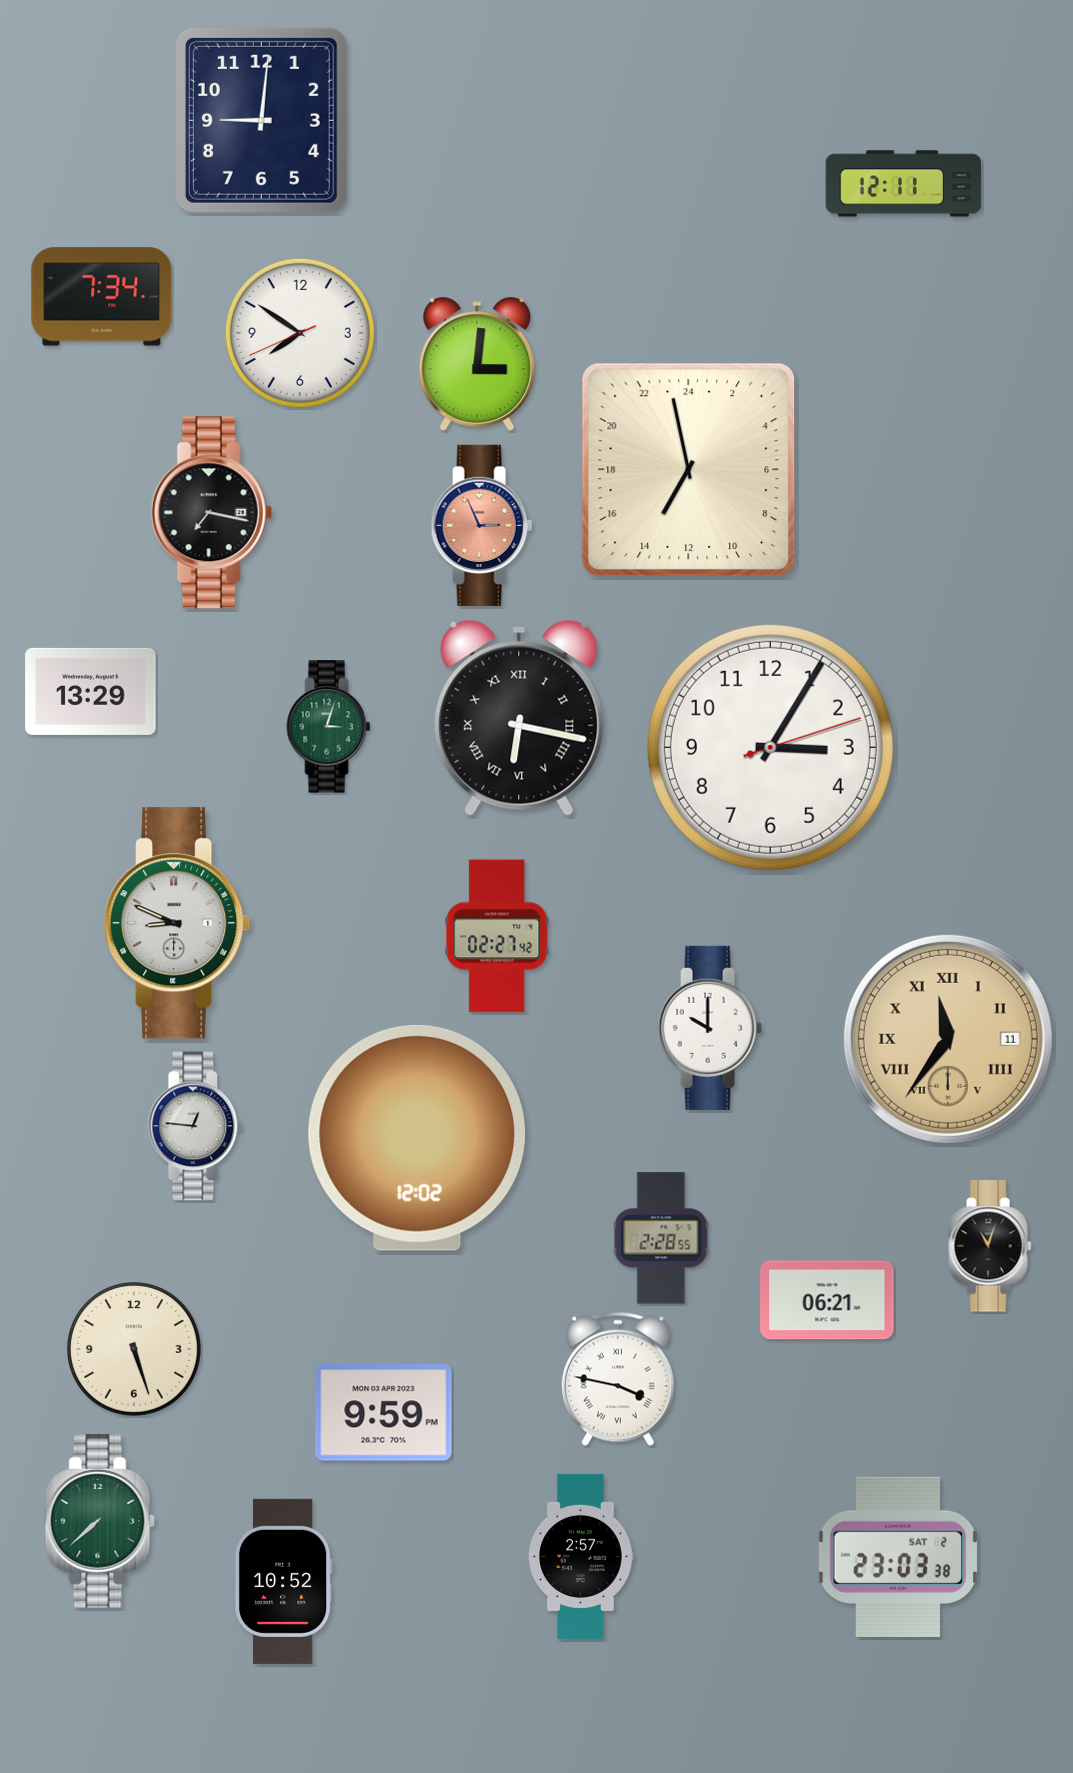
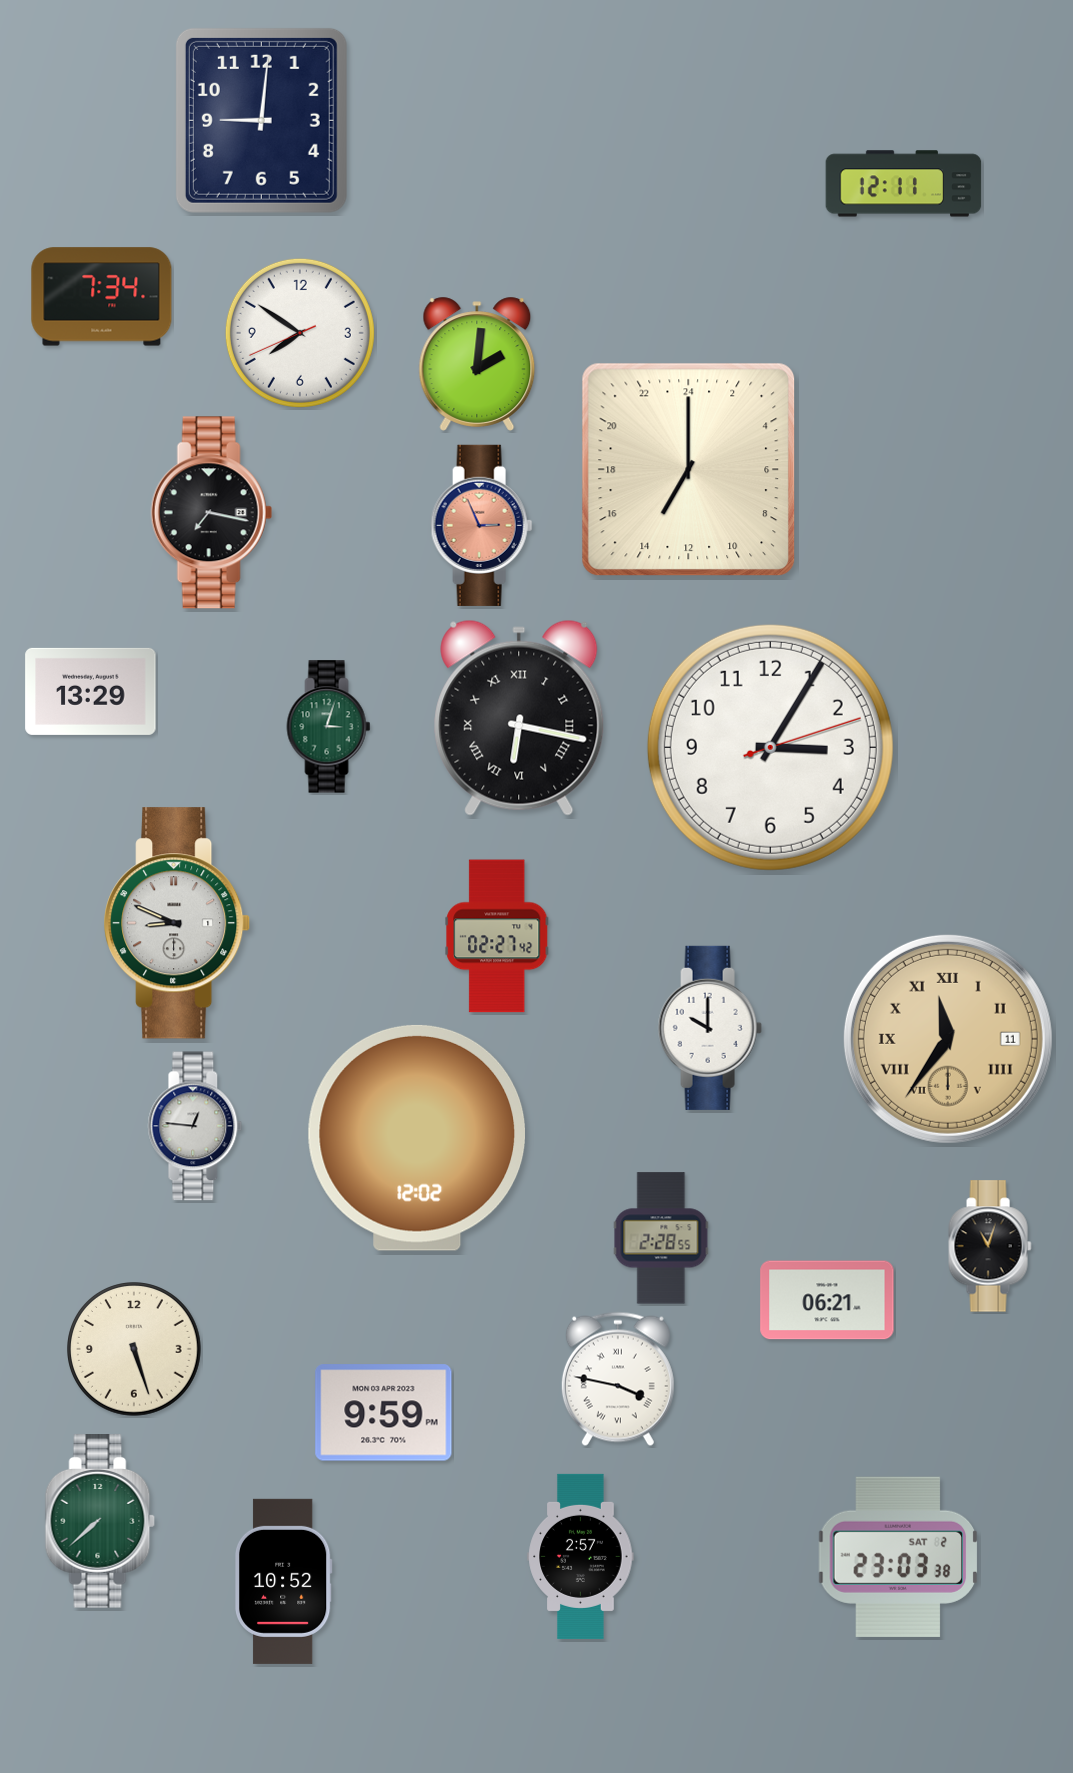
clock at (477, 364): 3:01 -> 2:01
clock at (689, 470): 13:58 -> 14:00
